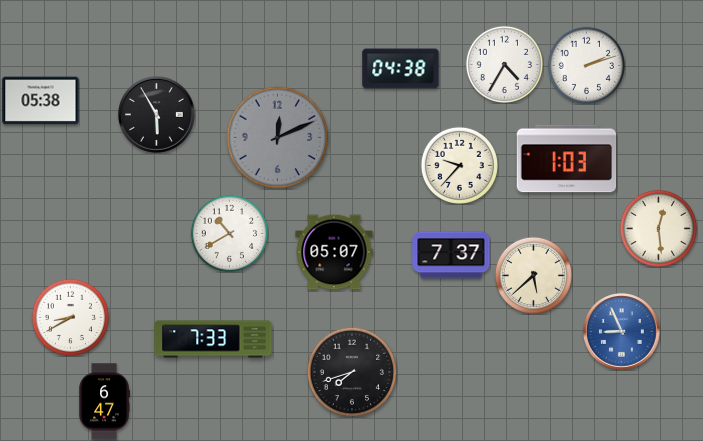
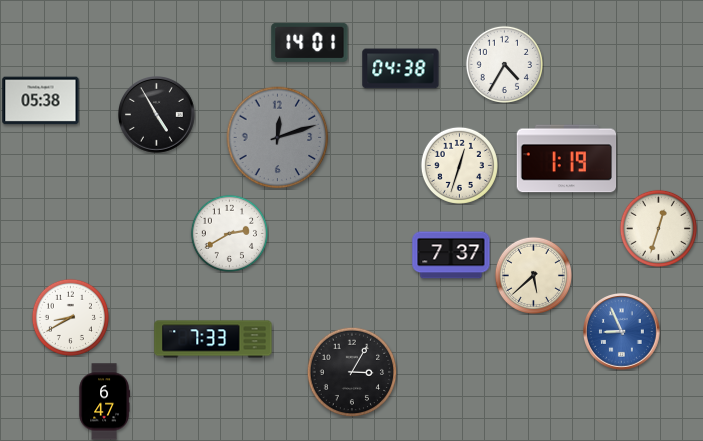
clock at (310, 42): none -> 14:01
clock at (586, 65): 2:12 -> none
clock at (157, 115): 5:55 -> 4:55
clock at (278, 138): 12:11 -> 12:12
clock at (567, 159): 1:03 -> 1:19
clock at (459, 165): 9:37 -> 12:33
clock at (658, 228): 12:29 -> 12:33
clock at (229, 233): 10:40 -> 2:40
clock at (334, 252): 05:07 -> none
clock at (352, 372): 7:42 -> 3:05
